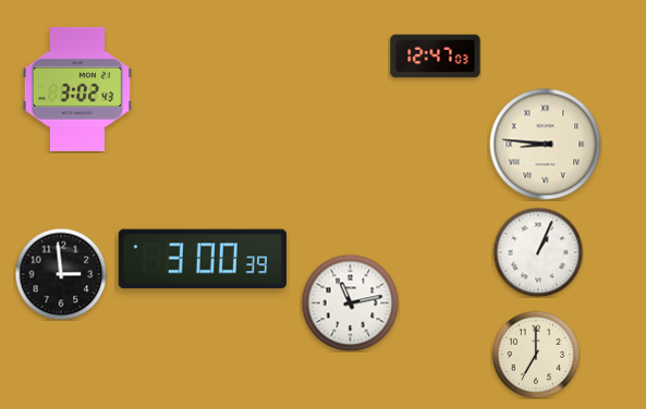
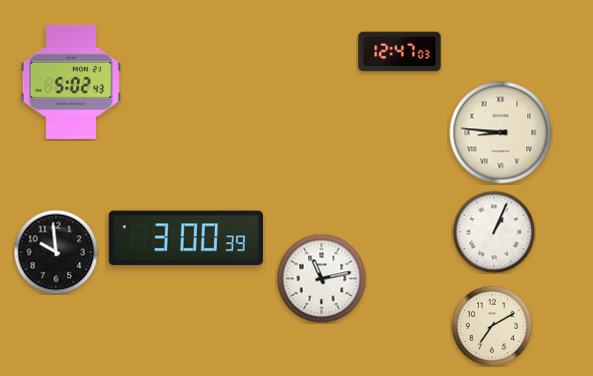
clock at (77, 89): 3:02 -> 5:02
clock at (61, 274): 2:59 -> 9:59
clock at (536, 355): 7:00 -> 7:10
